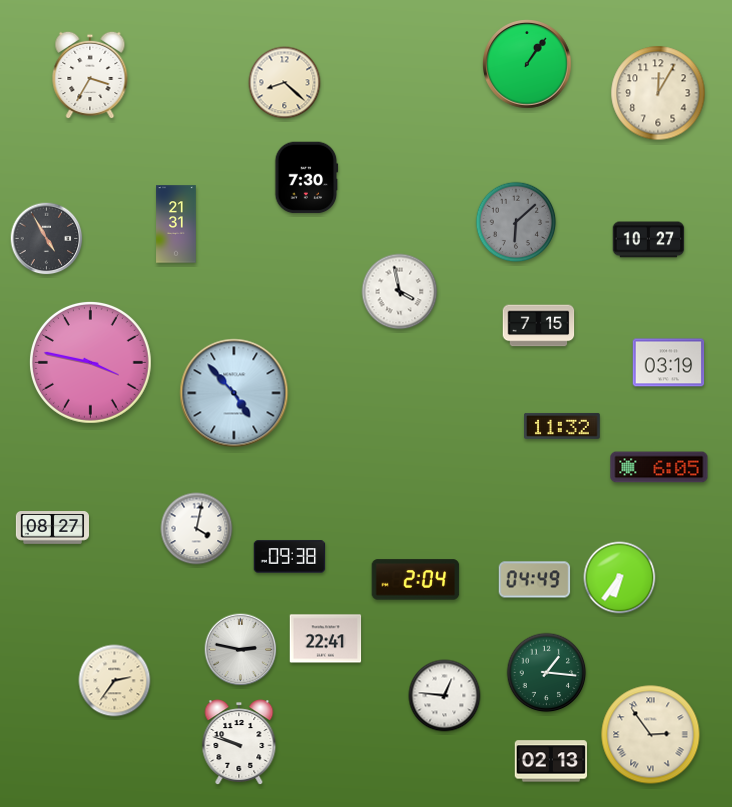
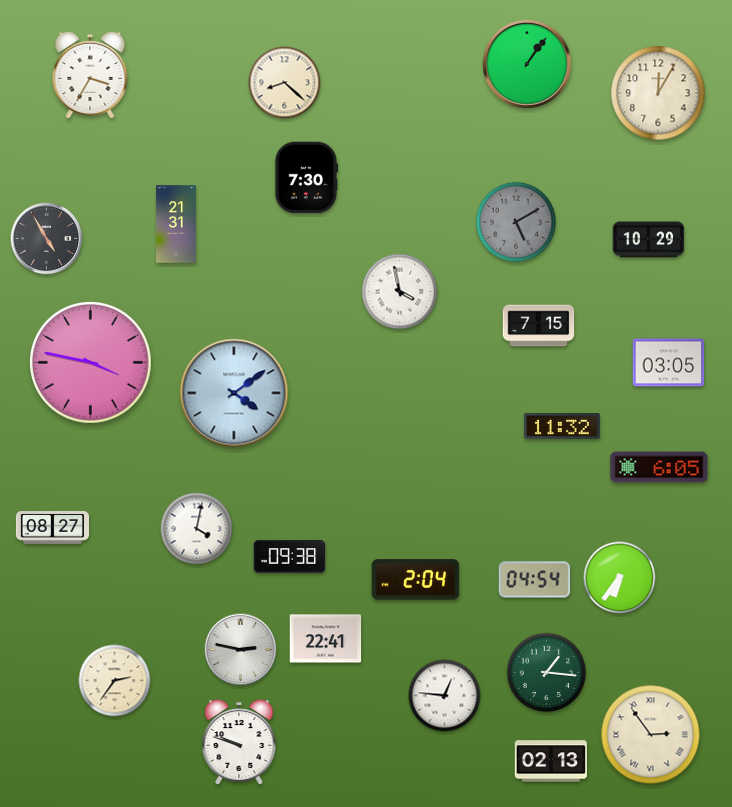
clock at (516, 222): 6:08 -> 5:10
clock at (649, 240): 10:27 -> 10:29
clock at (669, 363): 03:19 -> 03:05
clock at (234, 393): 4:53 -> 4:09
clock at (535, 580): 04:49 -> 04:54
